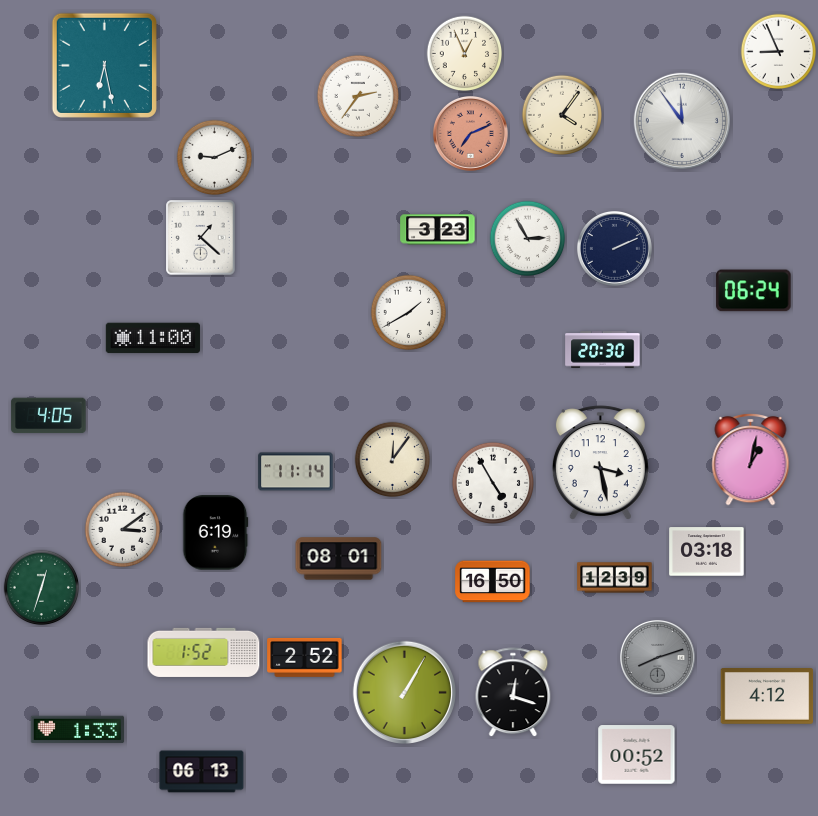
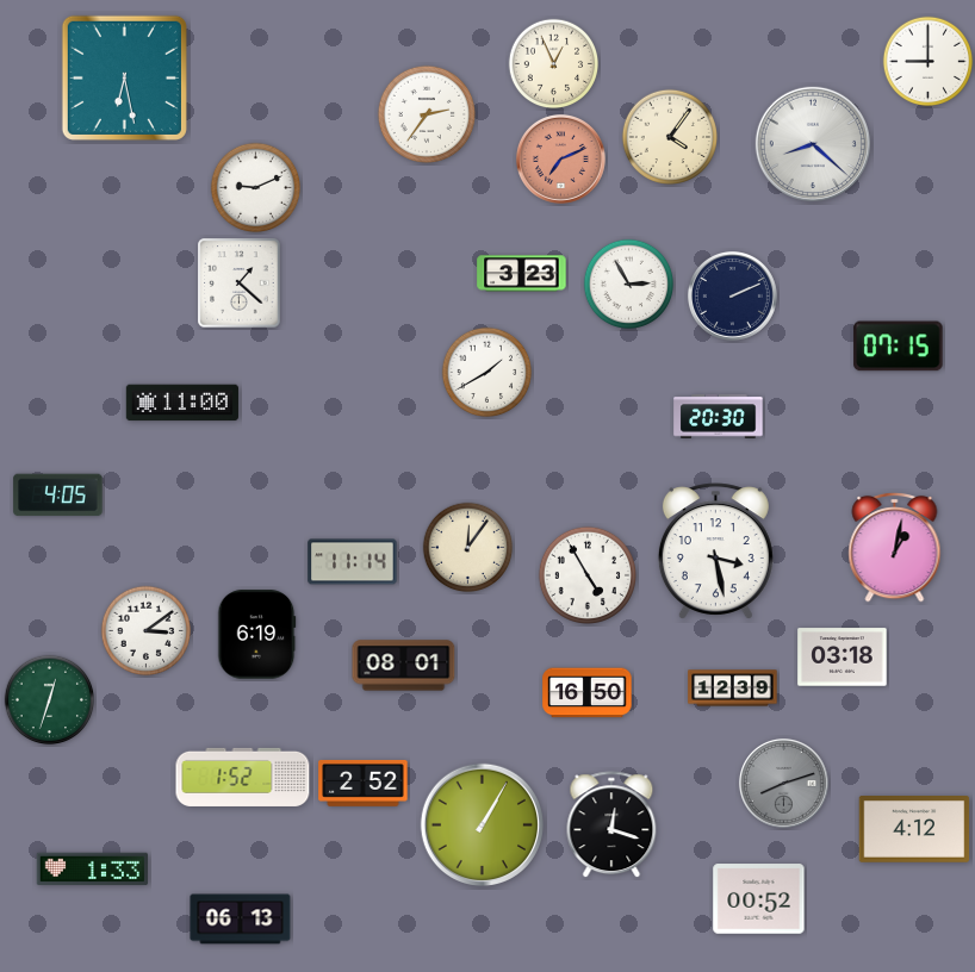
clock at (779, 52): 8:56 -> 9:00
clock at (682, 121): 11:54 -> 8:22
clock at (754, 291): 06:24 -> 07:15
